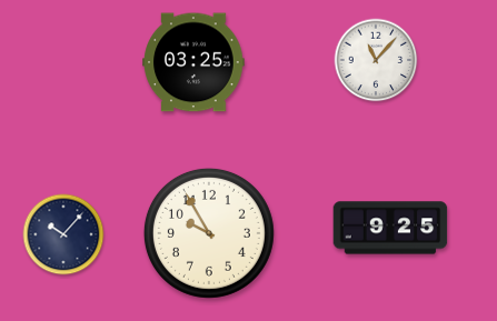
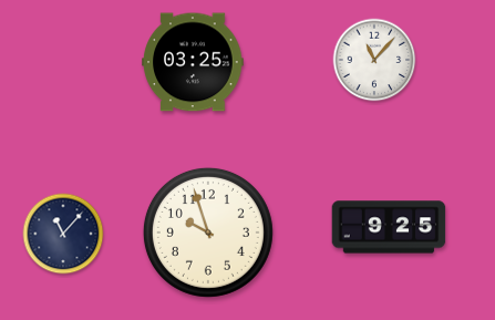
clock at (209, 233): 9:55 -> 9:57
clock at (63, 234): 10:07 -> 11:07
